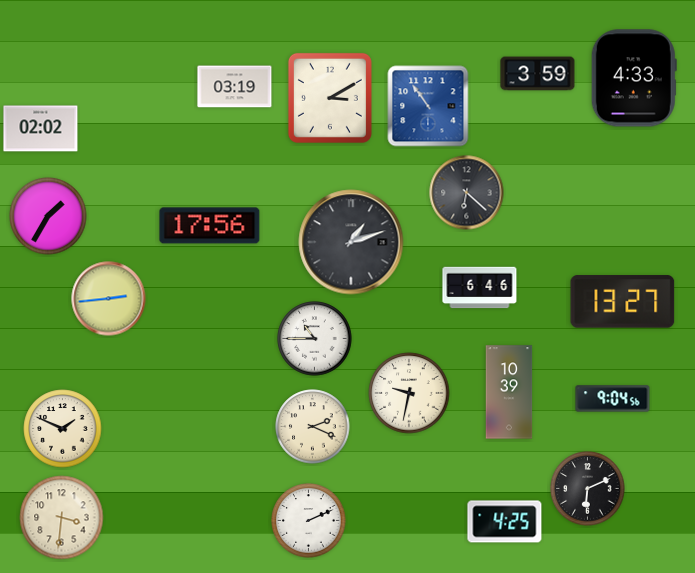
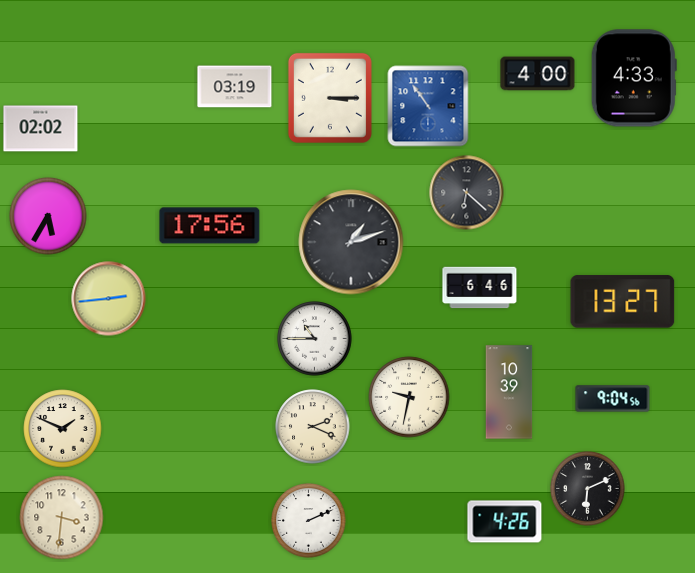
clock at (538, 74): 3:59 -> 4:00
clock at (330, 98): 3:10 -> 3:15
clock at (48, 216): 1:35 -> 5:35
clock at (409, 393) position: (409, 393) -> (409, 397)
clock at (505, 522): 4:25 -> 4:26
